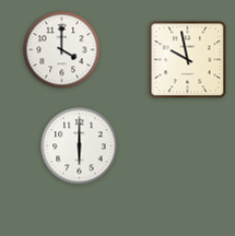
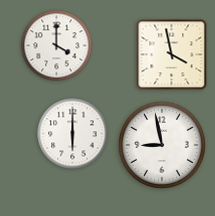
clock at (188, 60): 9:58 -> 3:58
clock at (162, 145): none -> 8:58
